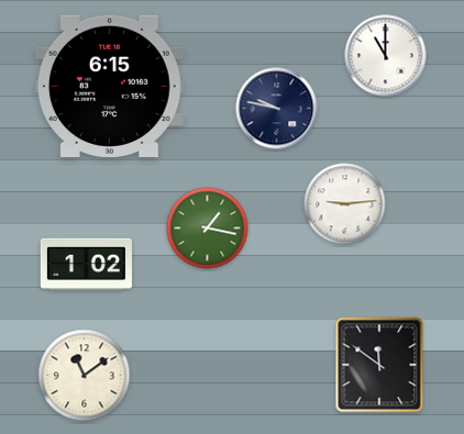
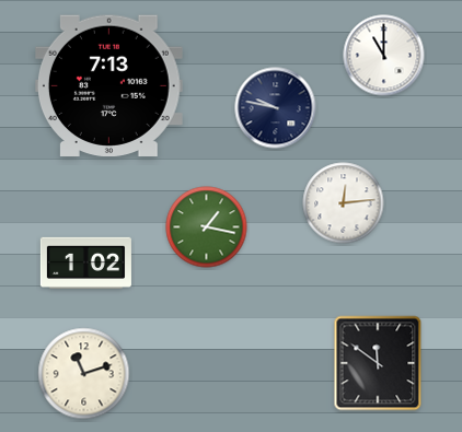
clock at (109, 86): 6:15 -> 7:13
clock at (345, 204): 9:14 -> 12:14
clock at (85, 376): 11:09 -> 11:12
